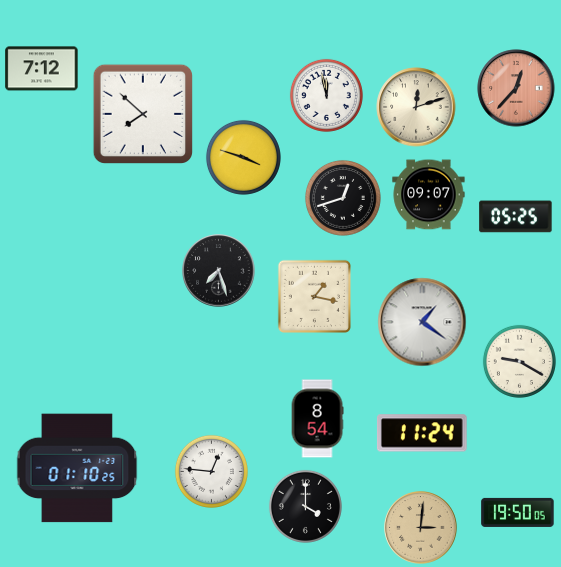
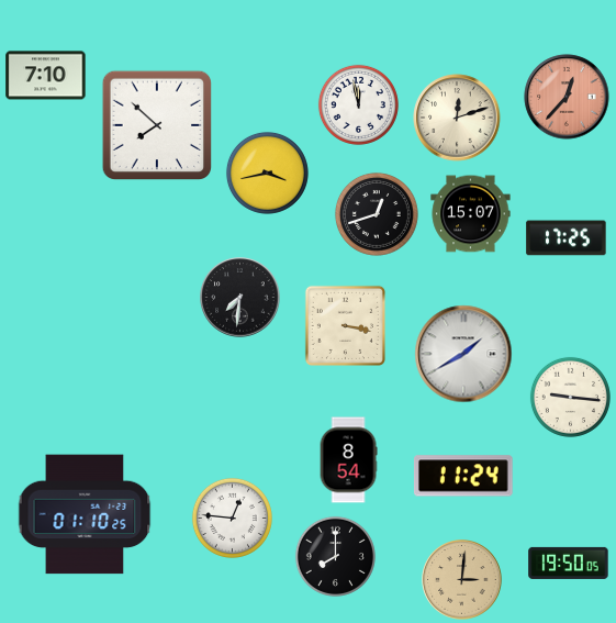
clock at (42, 69): 7:12 -> 7:10
clock at (243, 157): 3:48 -> 3:43
clock at (429, 195): 09:07 -> 15:07
clock at (343, 198) position: (343, 198) -> (377, 214)
clock at (516, 217): 05:25 -> 17:25
clock at (219, 271): 7:27 -> 7:31
clock at (314, 296): 1:17 -> 3:17
clock at (422, 322): 1:21 -> 1:40
clock at (519, 361): 9:20 -> 9:16
clock at (305, 506): 4:00 -> 8:00
